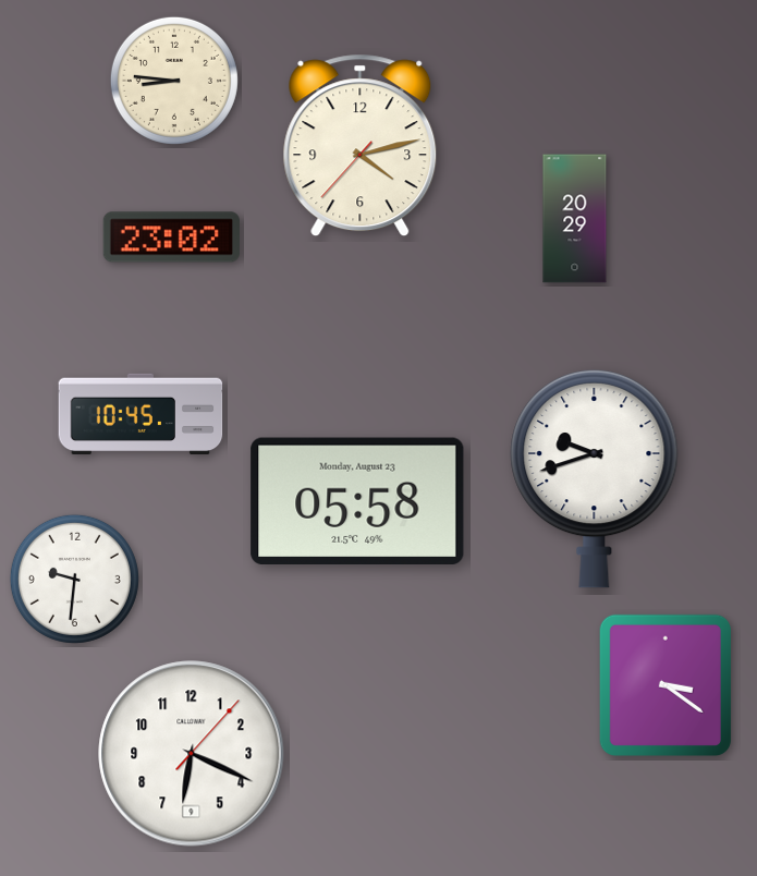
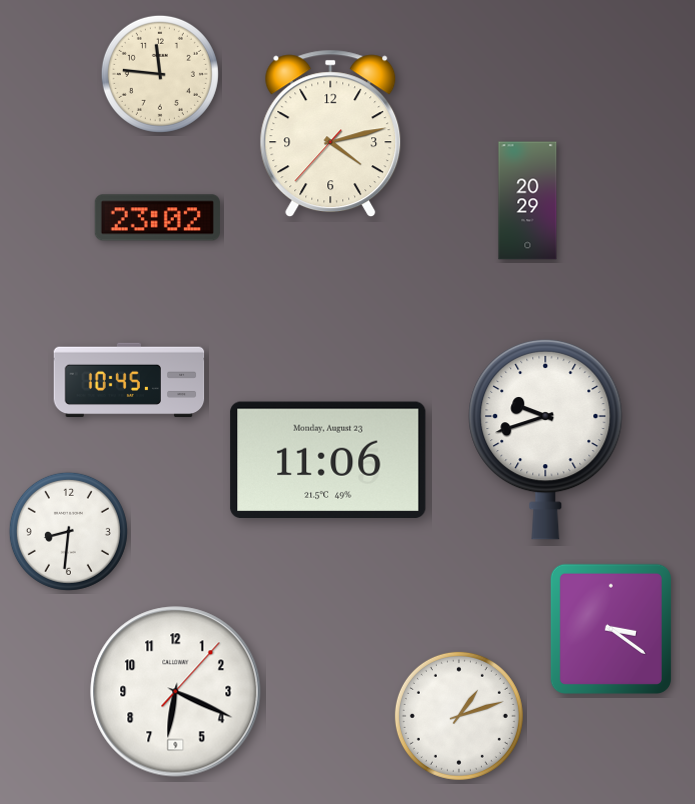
clock at (174, 81): 8:46 -> 11:46
clock at (357, 500): 05:58 -> 11:06
clock at (74, 579): 9:31 -> 8:31
clock at (459, 716): none -> 1:12
